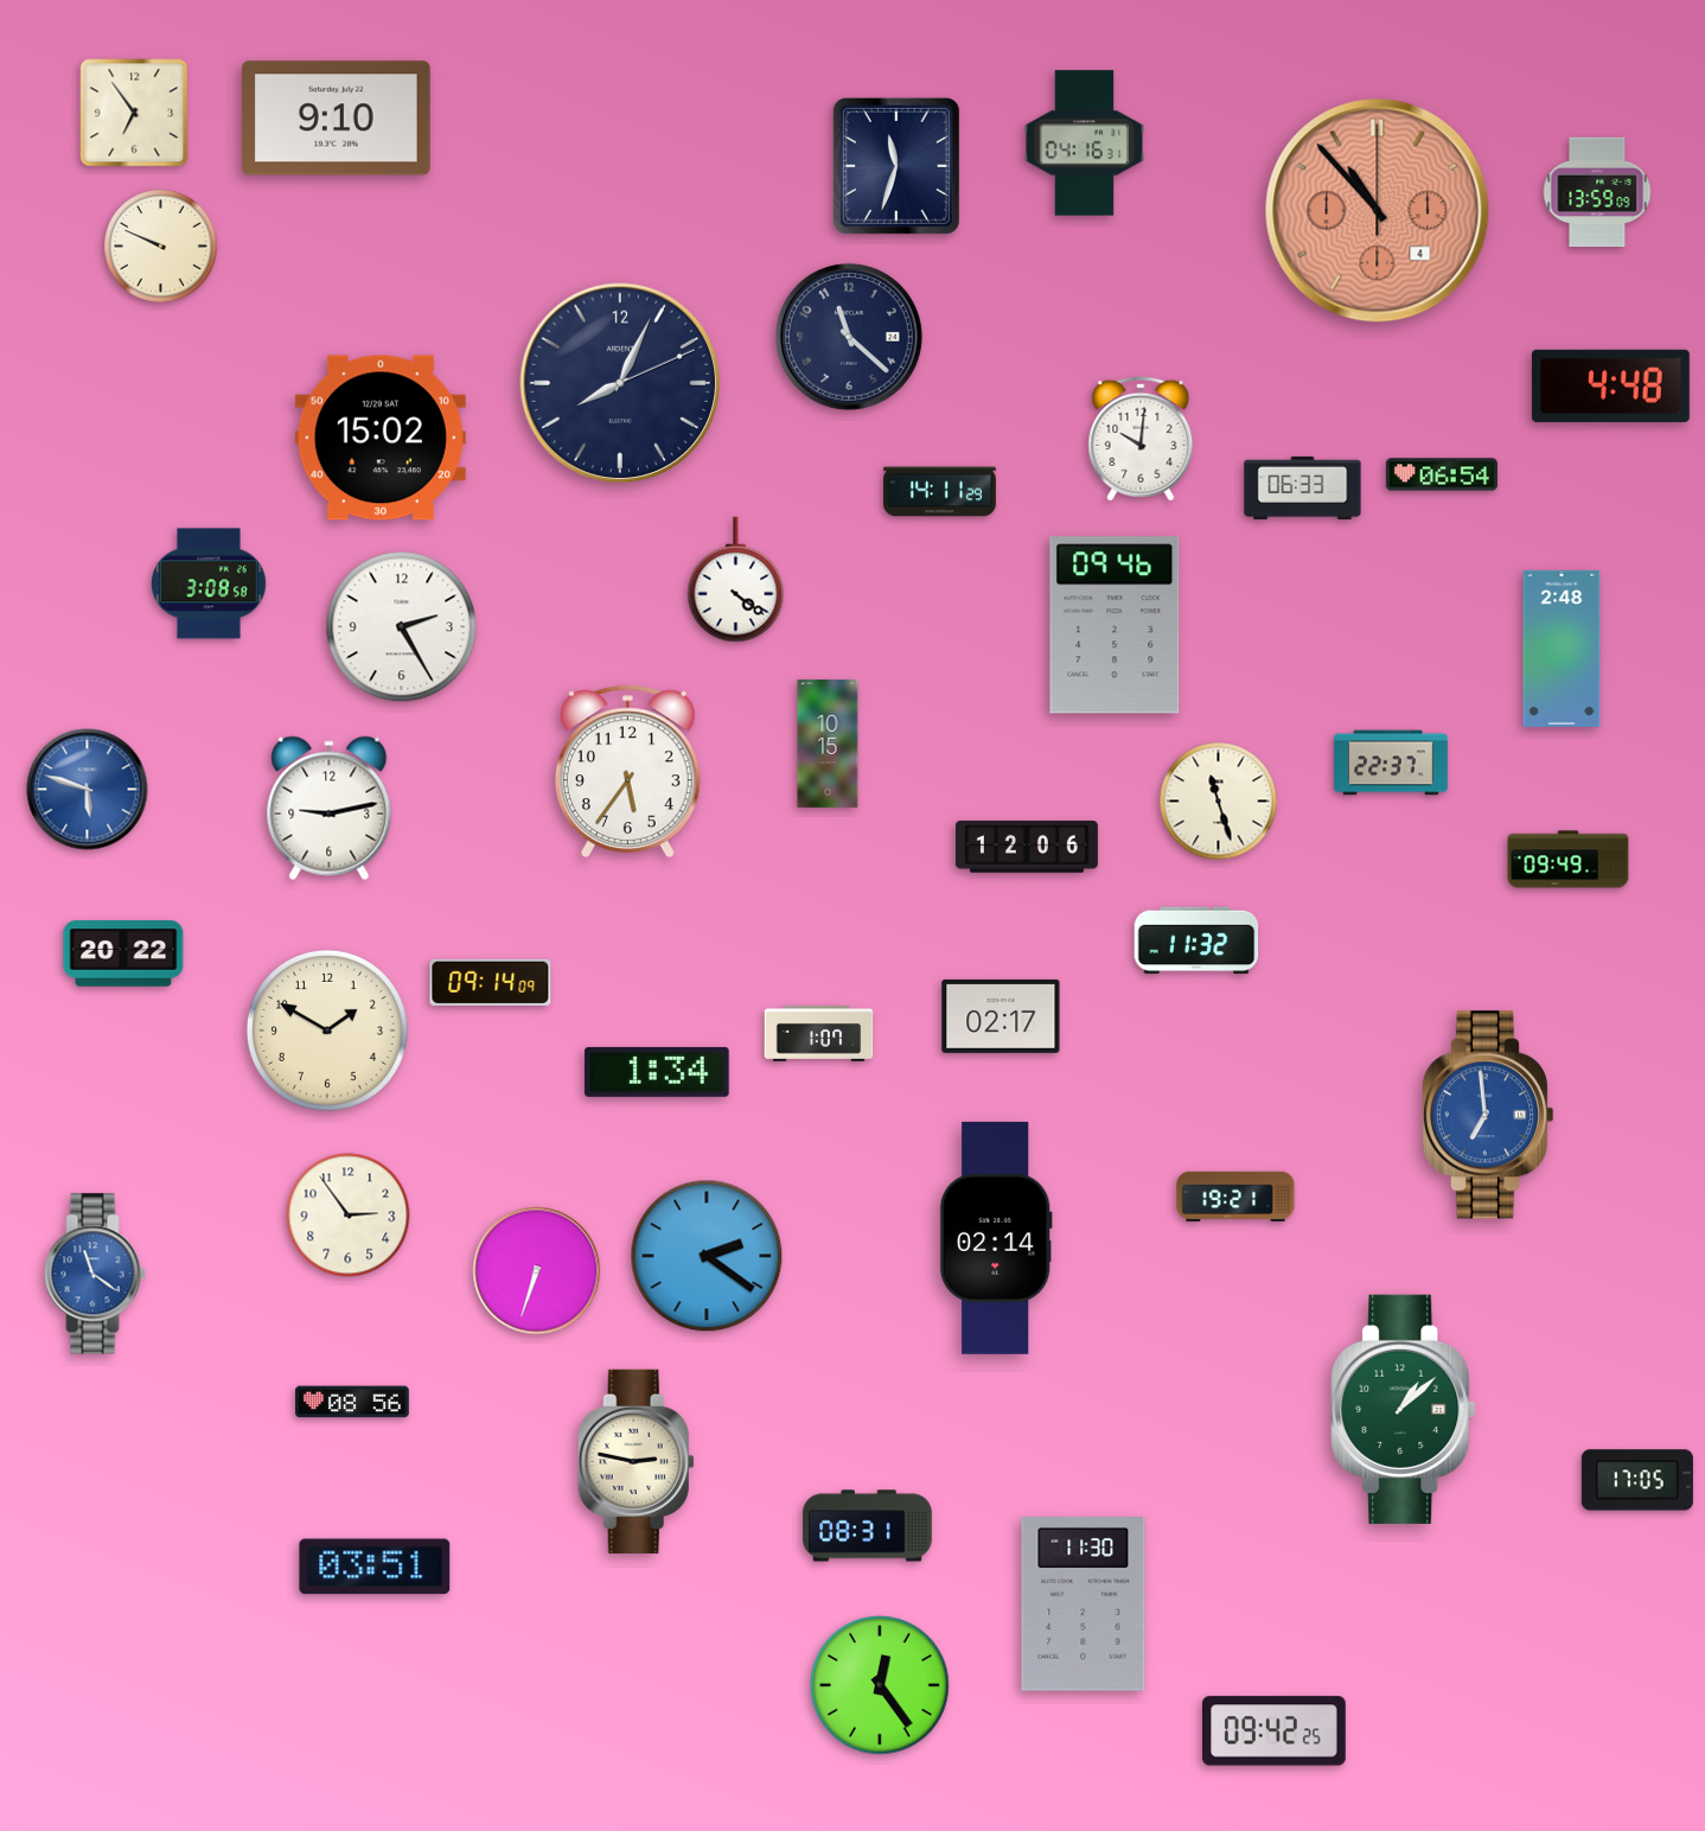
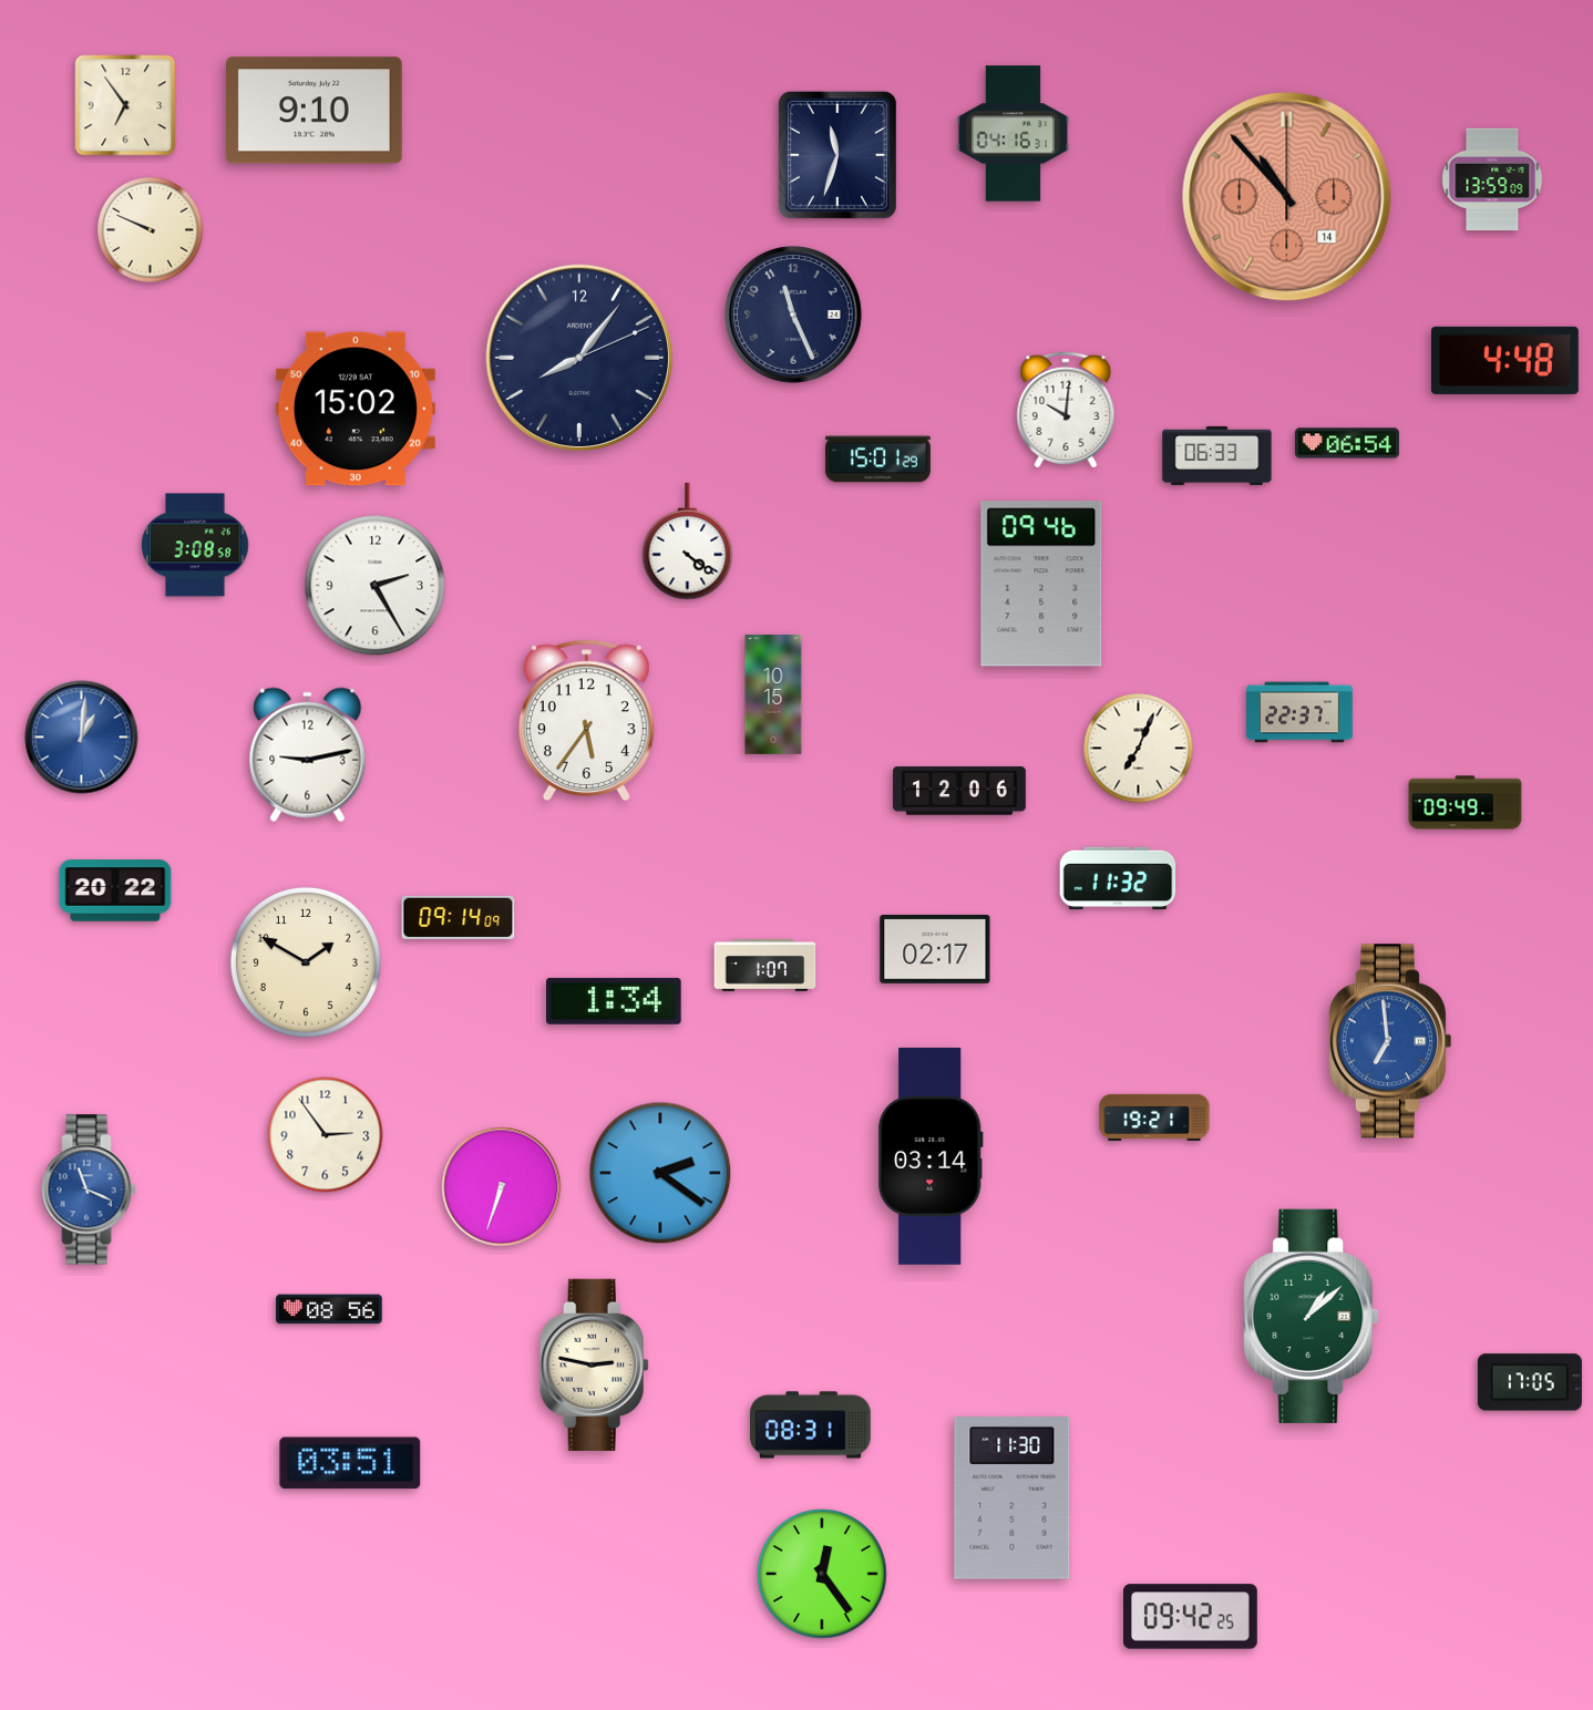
clock at (1378, 211) date: 4 -> 14
clock at (849, 337): 11:22 -> 11:26
clock at (620, 383): 8:04 -> 8:06
clock at (939, 492): 14:11 -> 15:01
clock at (1562, 649): 2:48 -> none
clock at (88, 790): 5:48 -> 1:01
clock at (1219, 802): 11:27 -> 7:04
clock at (996, 1238): 02:14 -> 03:14
clock at (95, 1274): 11:21 -> 11:19
